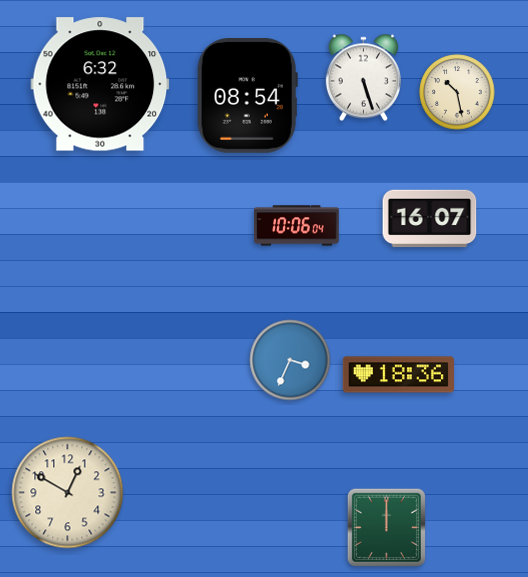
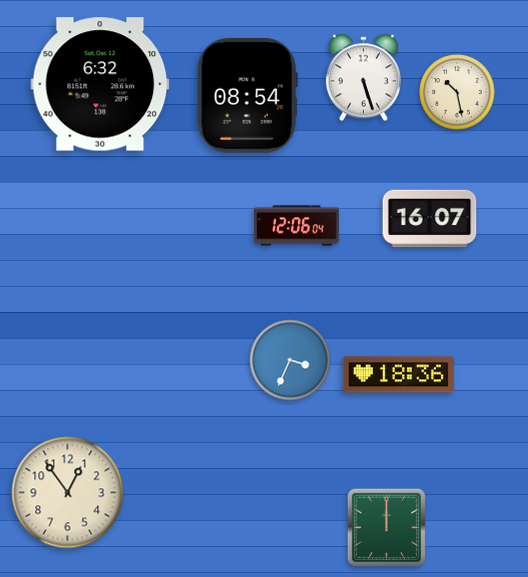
clock at (297, 226): 10:06 -> 12:06
clock at (68, 493): 12:50 -> 12:54
